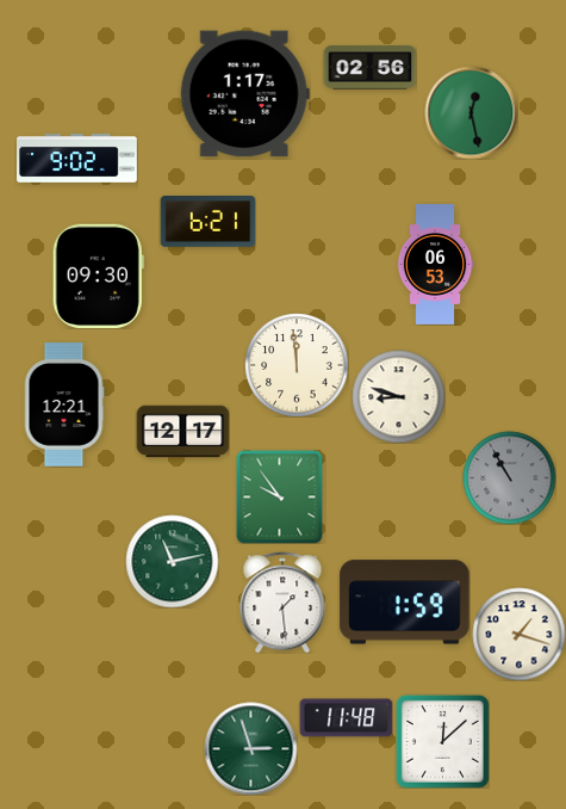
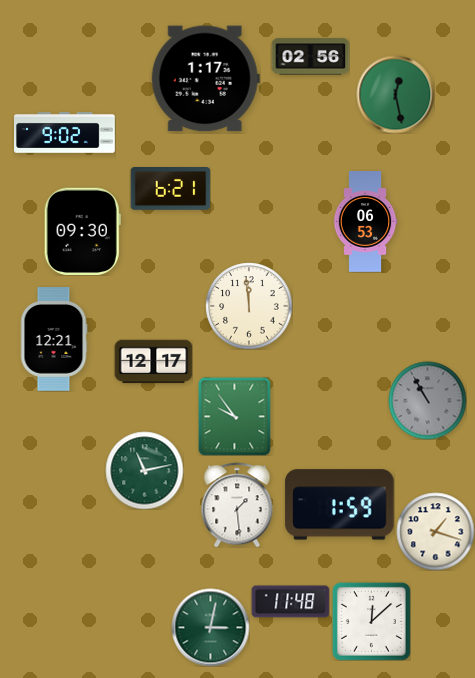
clock at (207, 222) position: (207, 222) -> (170, 189)
clock at (398, 396): 8:48 -> none
clock at (250, 748): 2:57 -> 3:02
